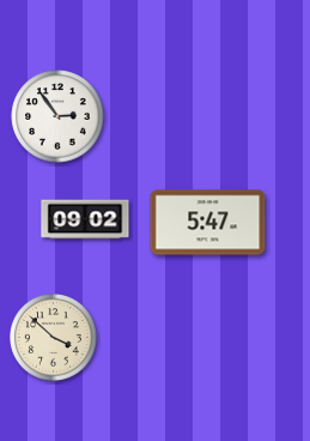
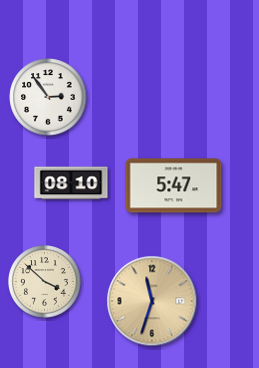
clock at (85, 219): 09:02 -> 08:10
clock at (152, 301): none -> 11:33
